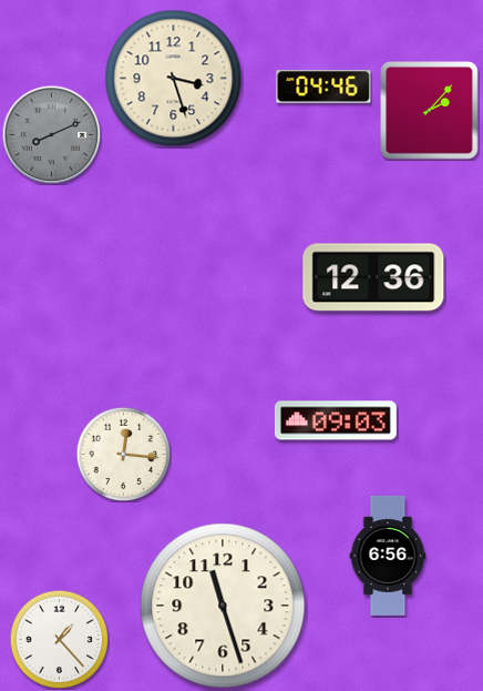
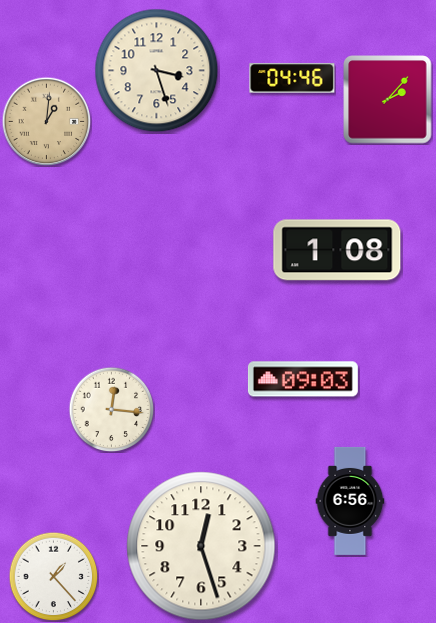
clock at (51, 134): 8:11 -> 1:01
clock at (51, 134) dial: grey -> champagne
clock at (373, 277): 12:36 -> 1:08
clock at (223, 606): 11:27 -> 12:27
